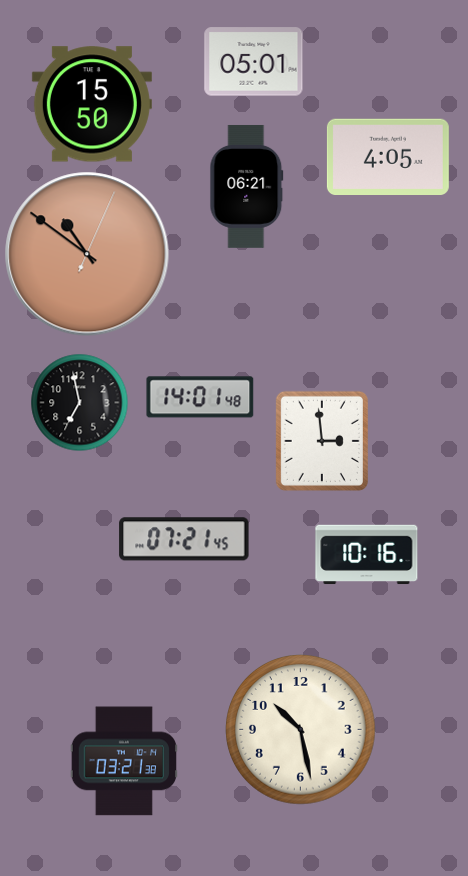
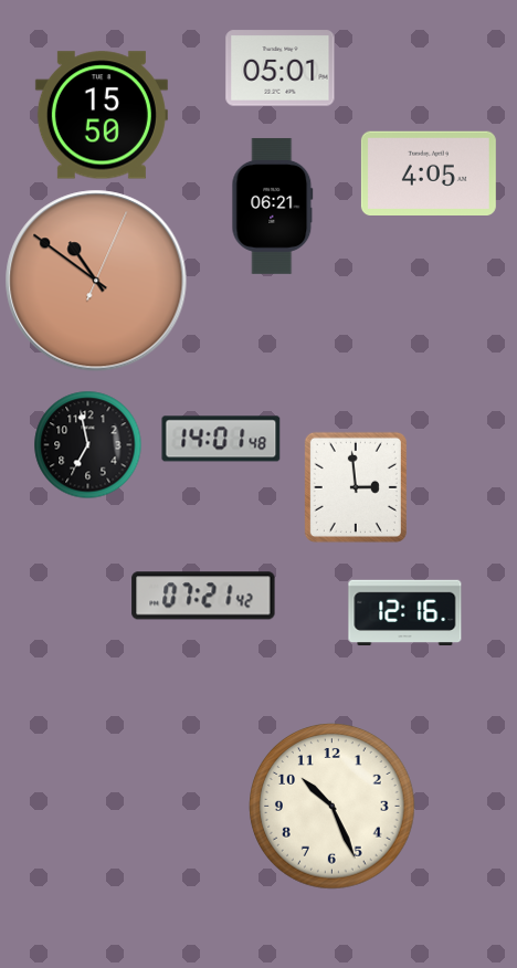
clock at (184, 539): 07:21:45 -> 07:21:42
clock at (367, 555): 10:16 -> 12:16
clock at (301, 730): 10:28 -> 10:26
clock at (123, 761): 03:21 -> none
